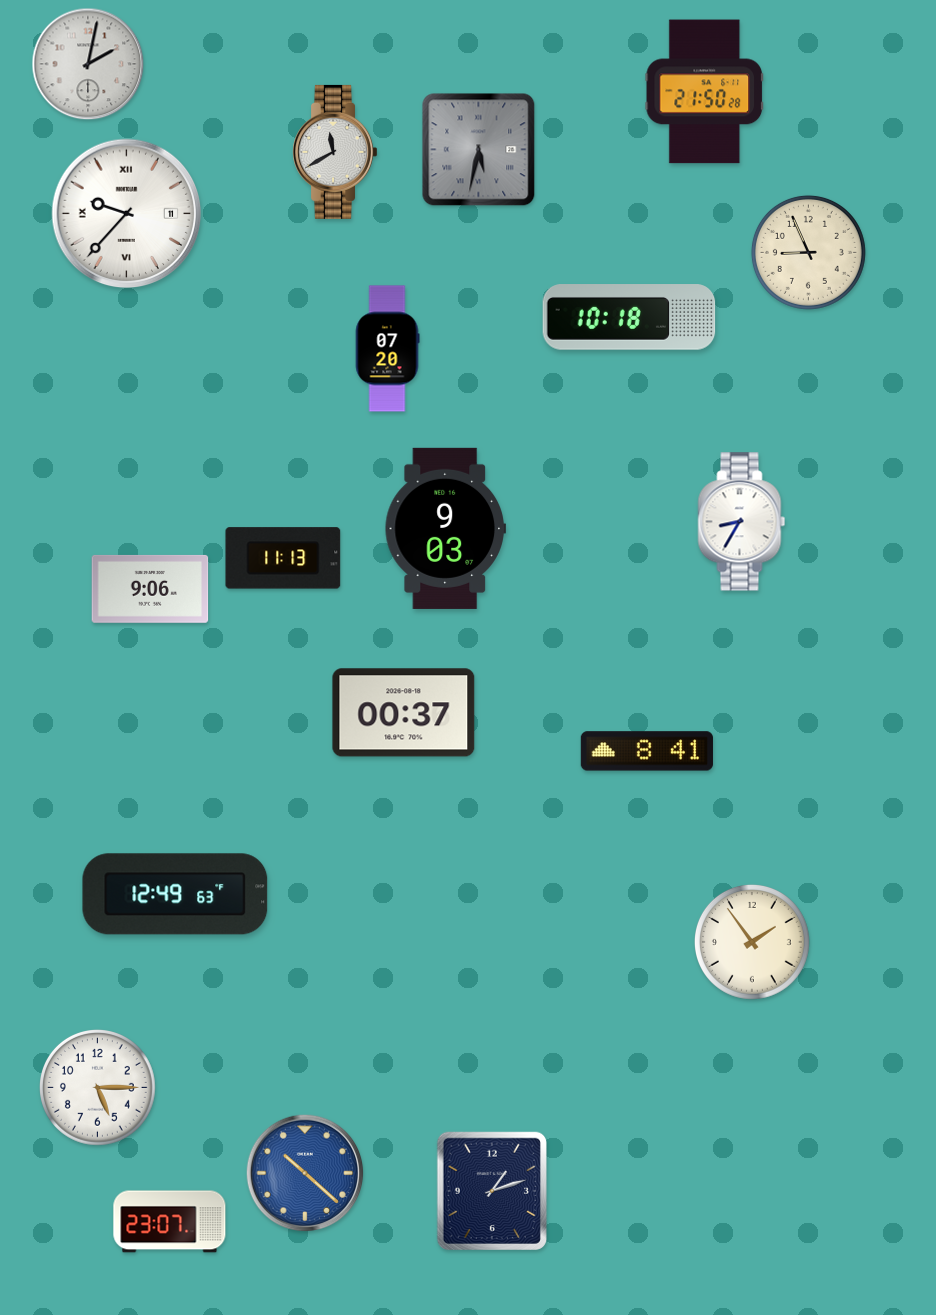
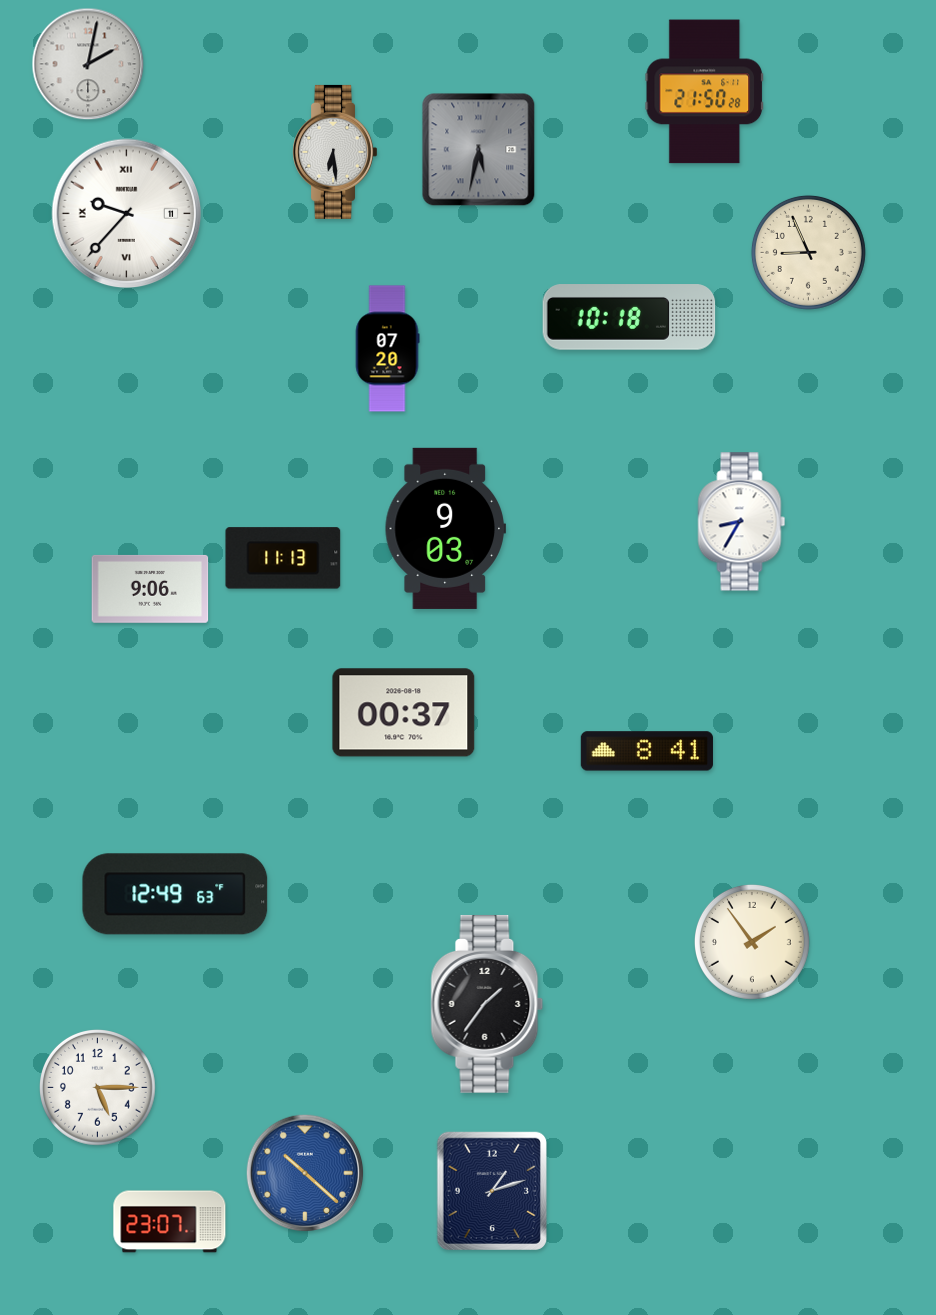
clock at (335, 152): 11:40 -> 6:29
clock at (487, 1004): none -> 1:36
